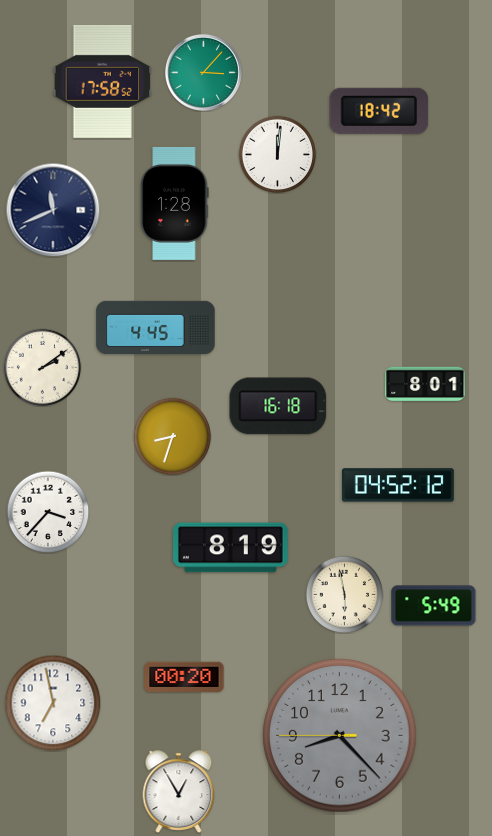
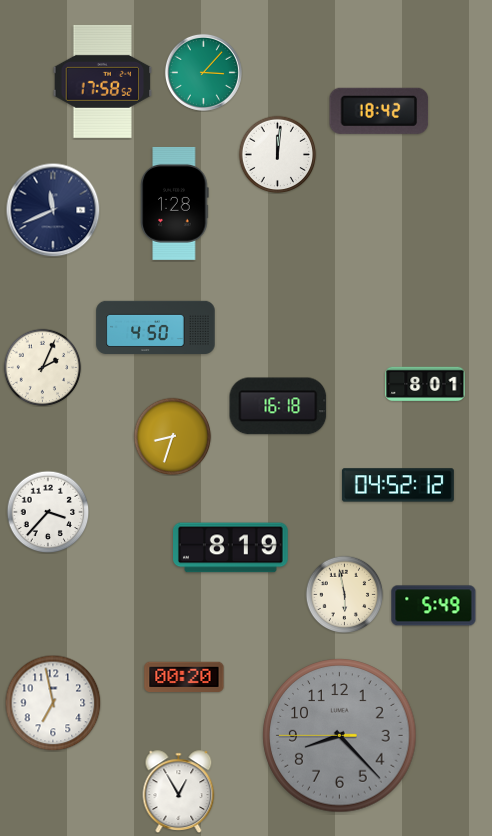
clock at (156, 327): 4:45 -> 4:50
clock at (42, 367): 2:09 -> 2:04
